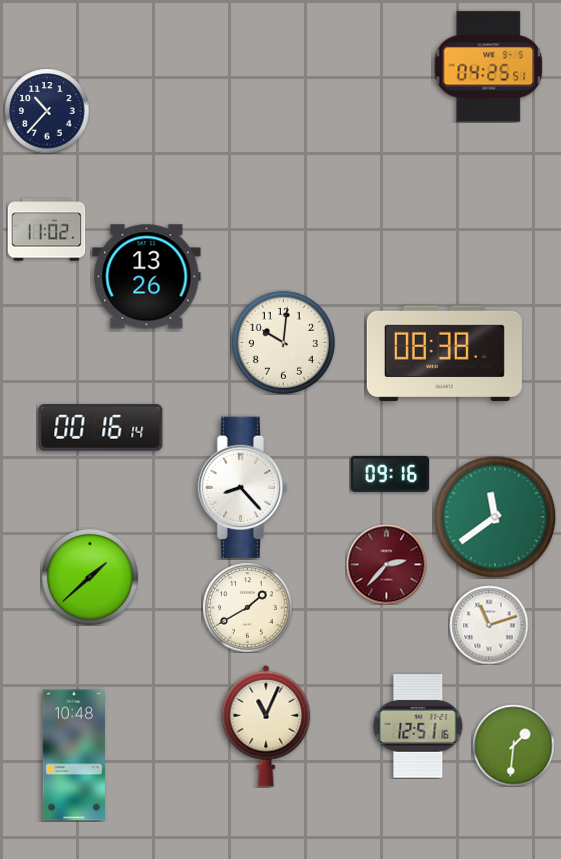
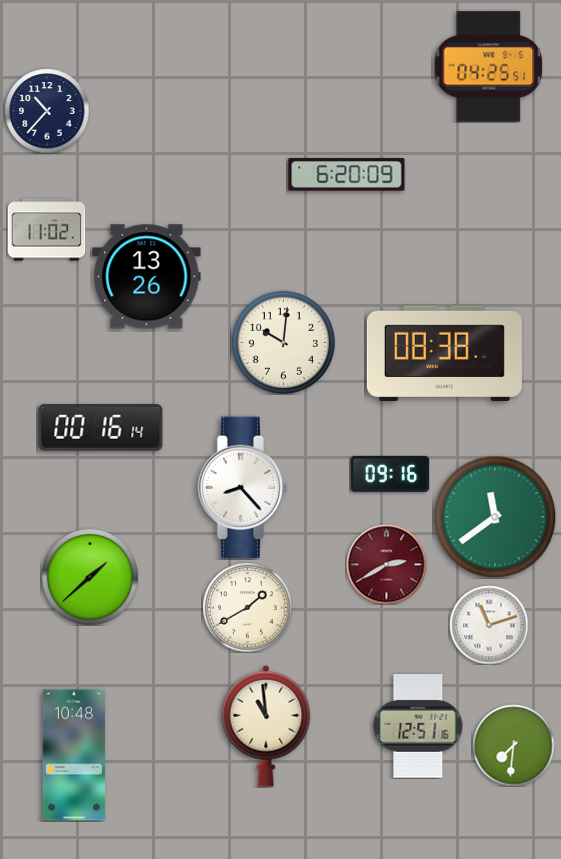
clock at (347, 175): none -> 6:20
clock at (386, 564): 2:37 -> 2:40
clock at (266, 726): 11:04 -> 10:59
clock at (513, 745): 1:31 -> 7:31
